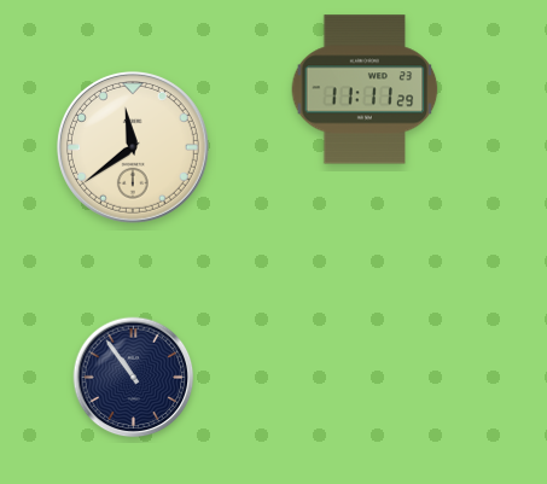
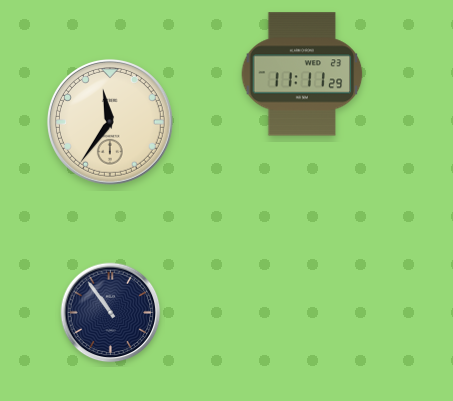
clock at (133, 147): 11:39 -> 11:36
